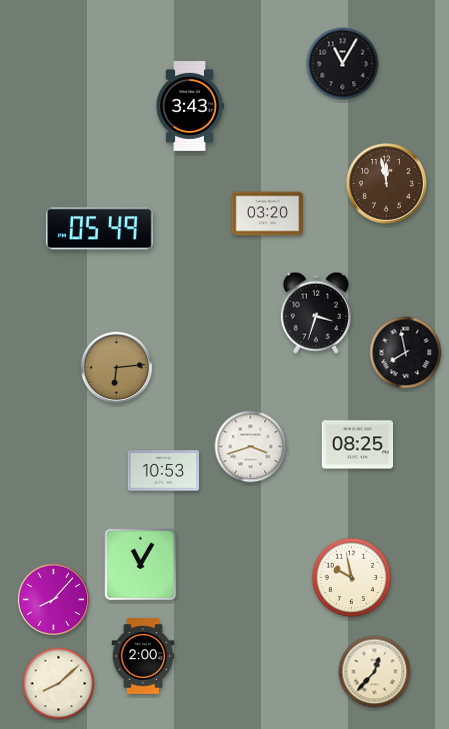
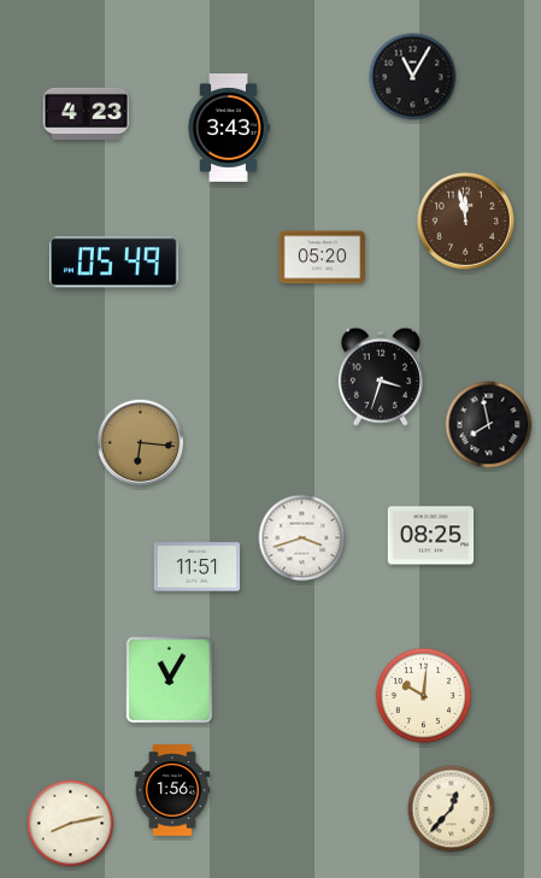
clock at (86, 113): none -> 4:23
clock at (268, 214): 03:20 -> 05:20
clock at (99, 229) position: (99, 229) -> (113, 263)
clock at (117, 368): 6:14 -> 6:16
clock at (164, 471): 10:53 -> 11:51
clock at (352, 578): 9:58 -> 10:01
clock at (54, 600): 8:07 -> none
clock at (143, 656): 2:00 -> 1:56
clock at (59, 684): 8:08 -> 8:13
